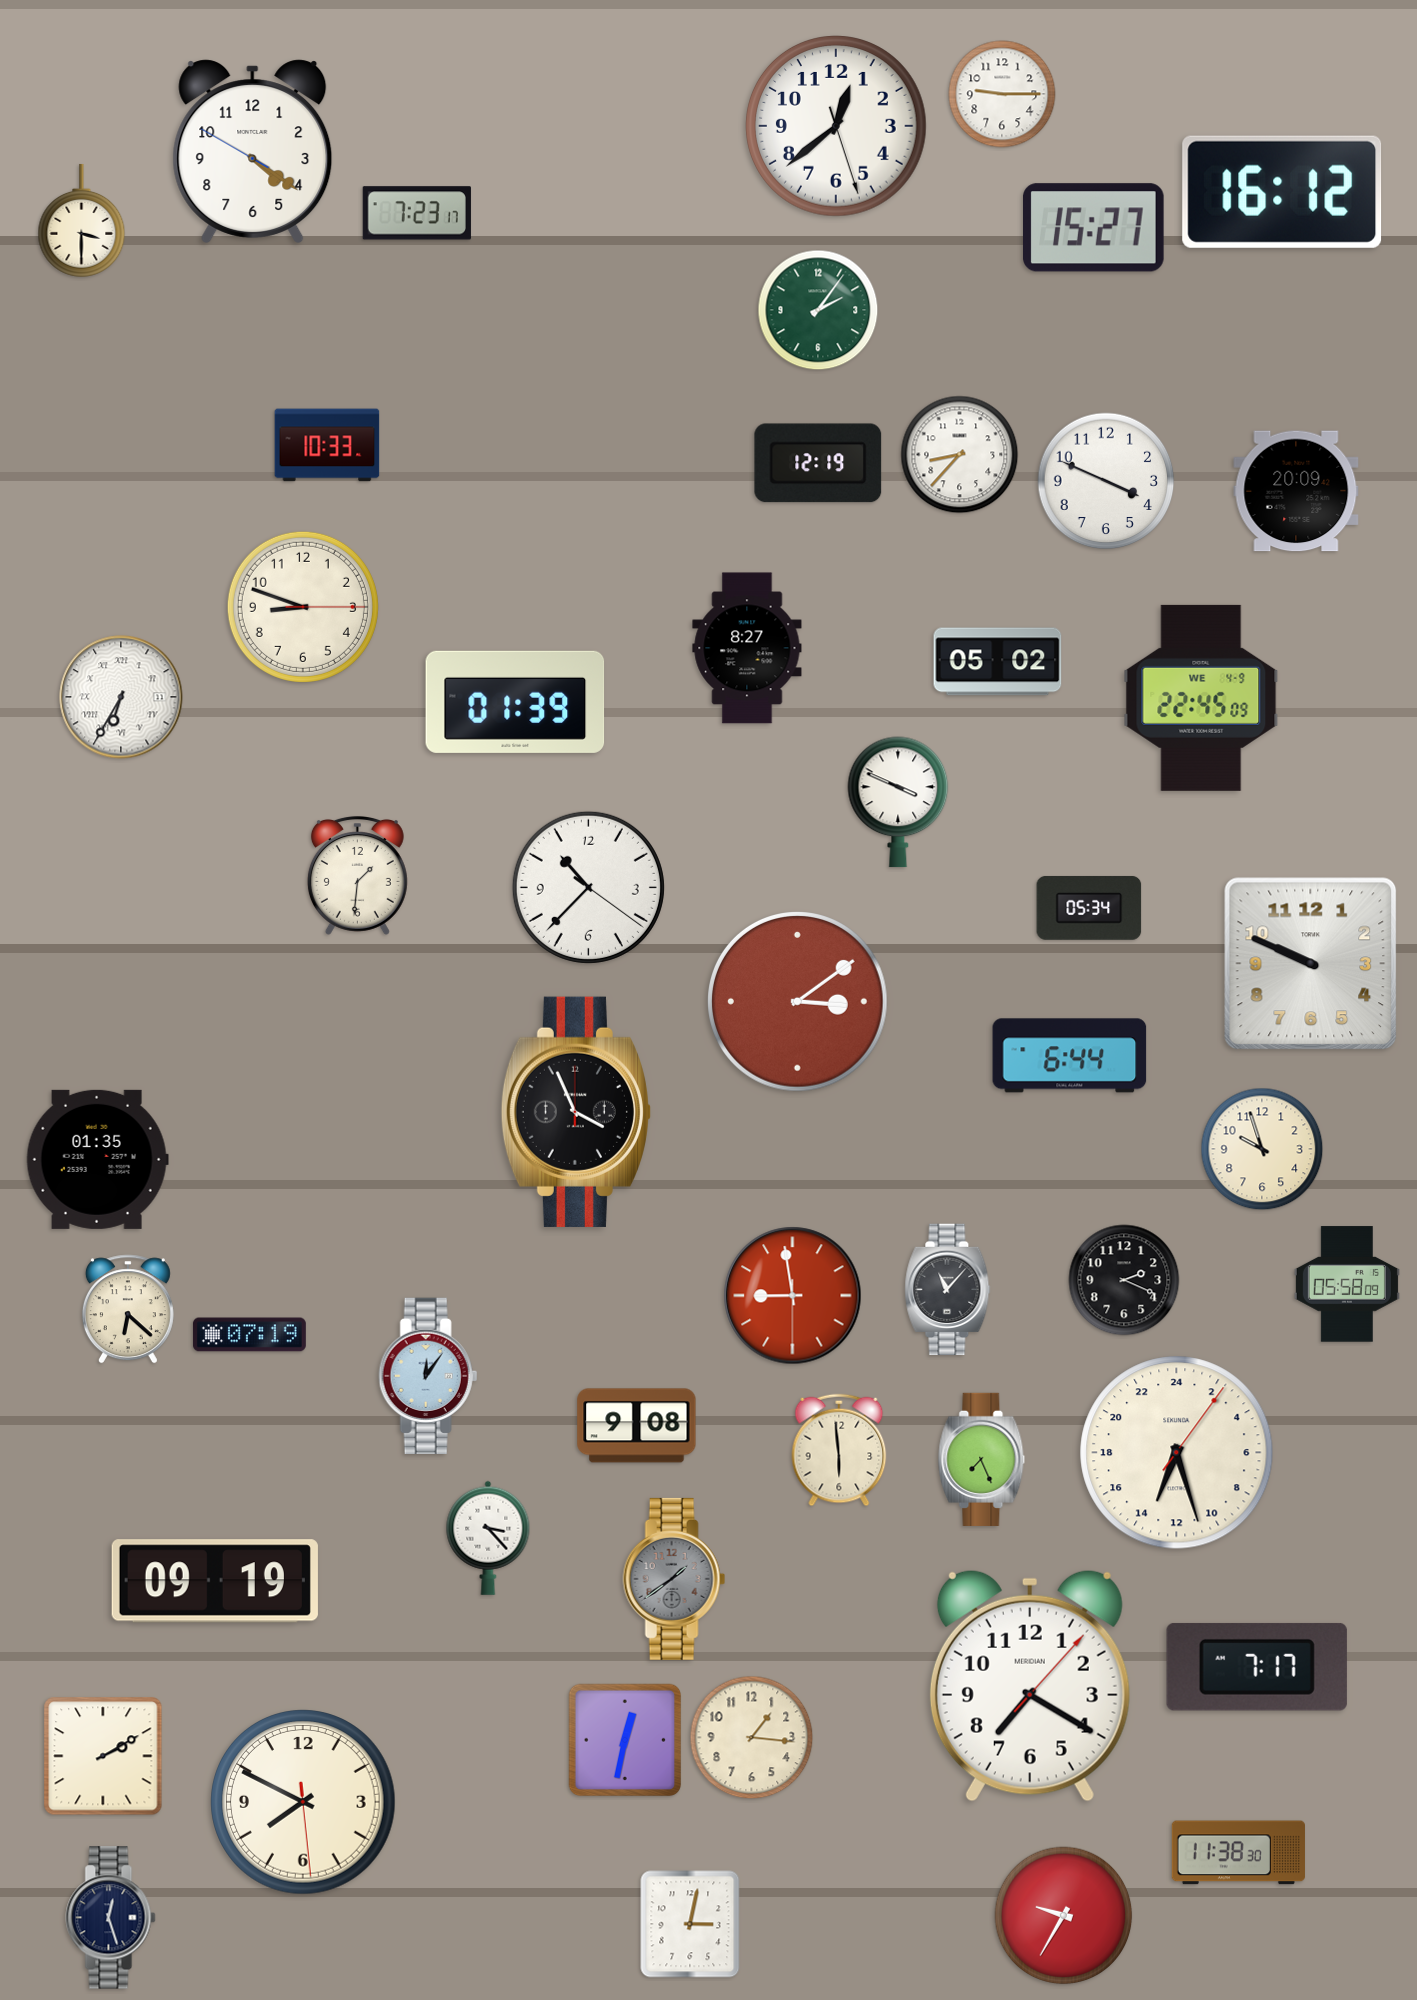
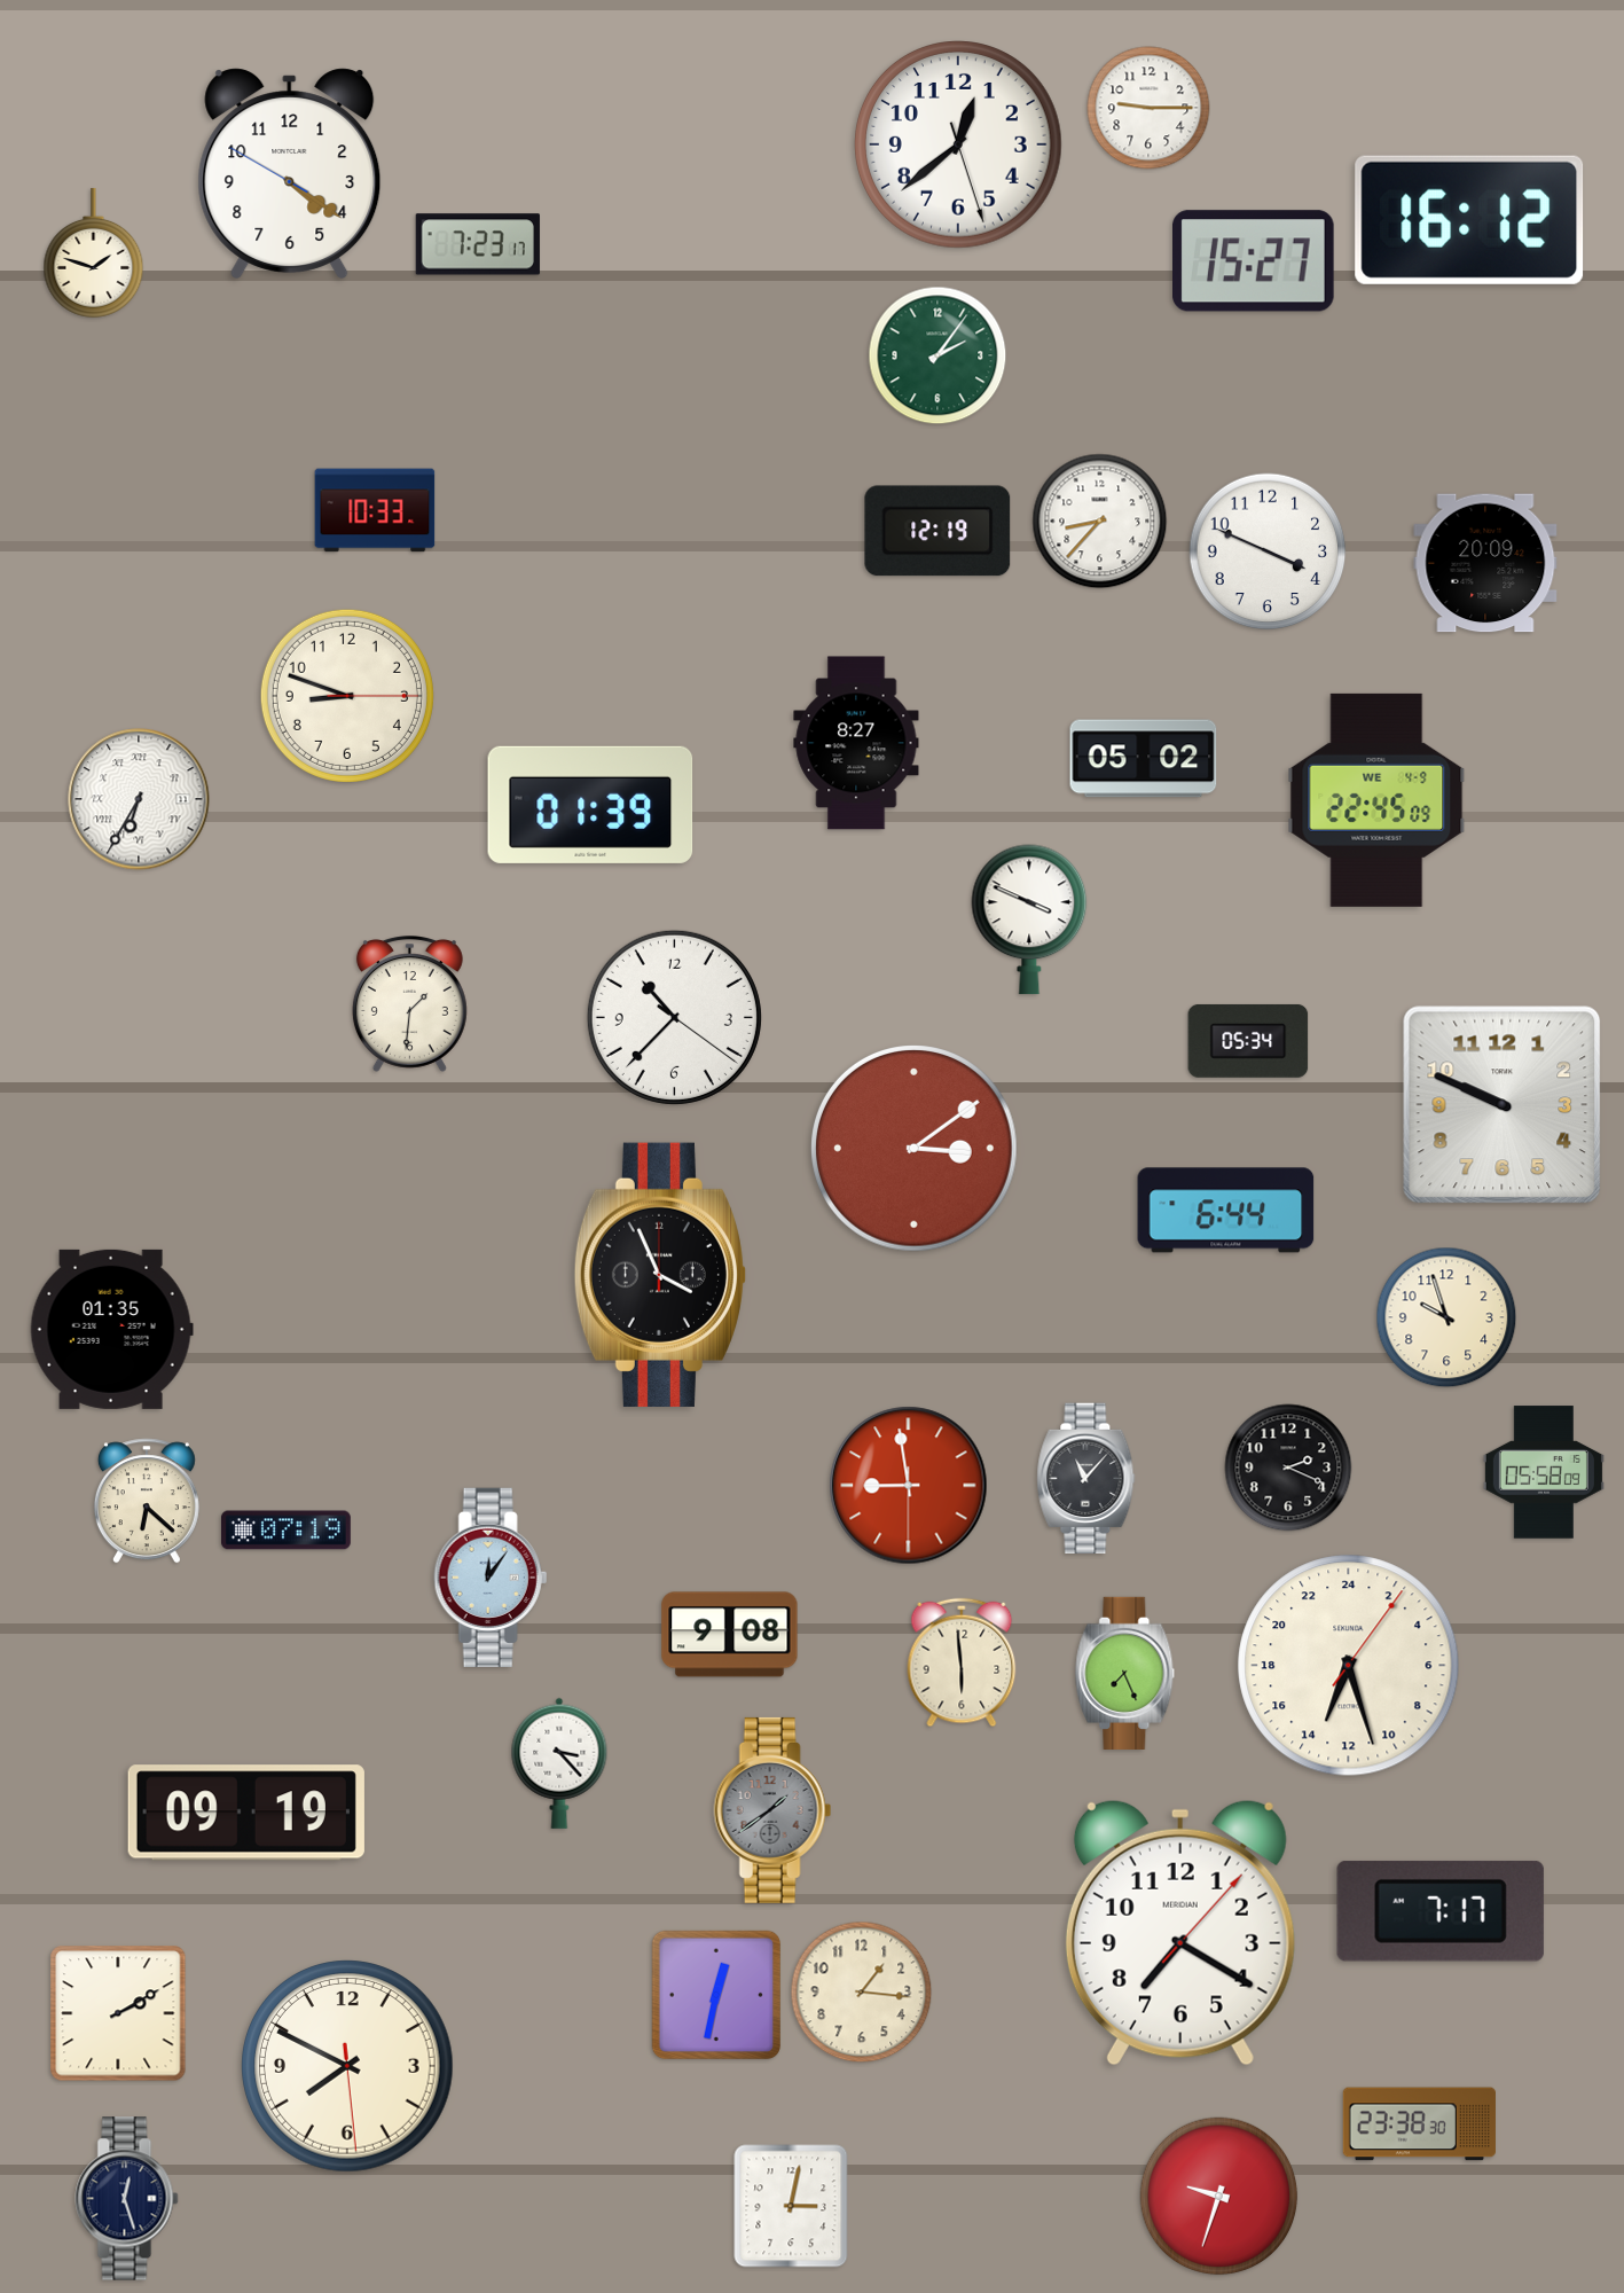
clock at (82, 220): 3:30 -> 1:48
clock at (1238, 1853): 11:38 -> 23:38
clock at (1064, 1916): 9:35 -> 9:33
